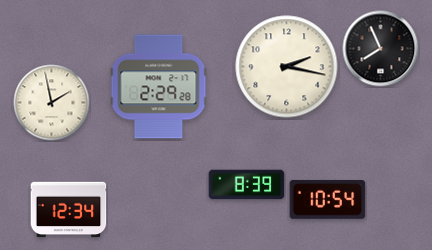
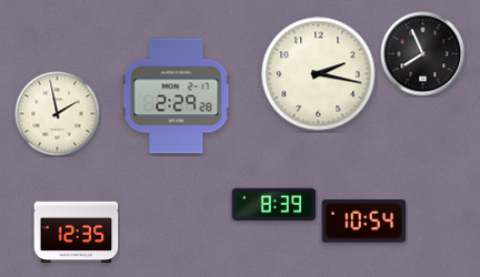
clock at (69, 210): 12:34 -> 12:35
